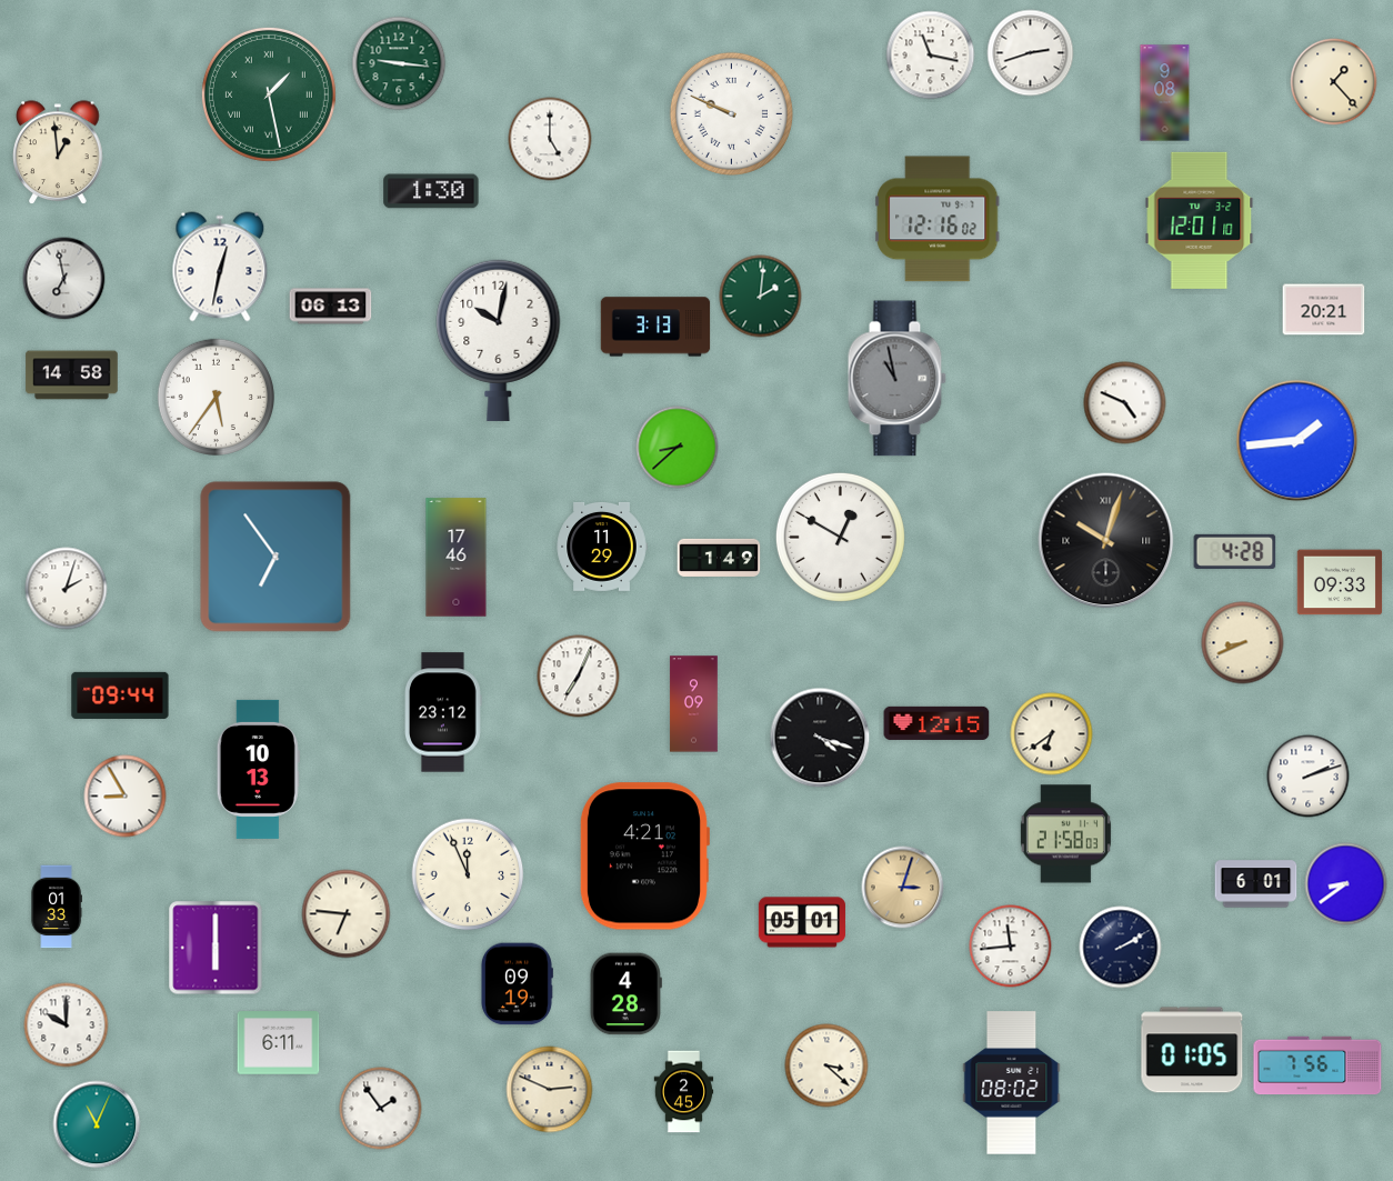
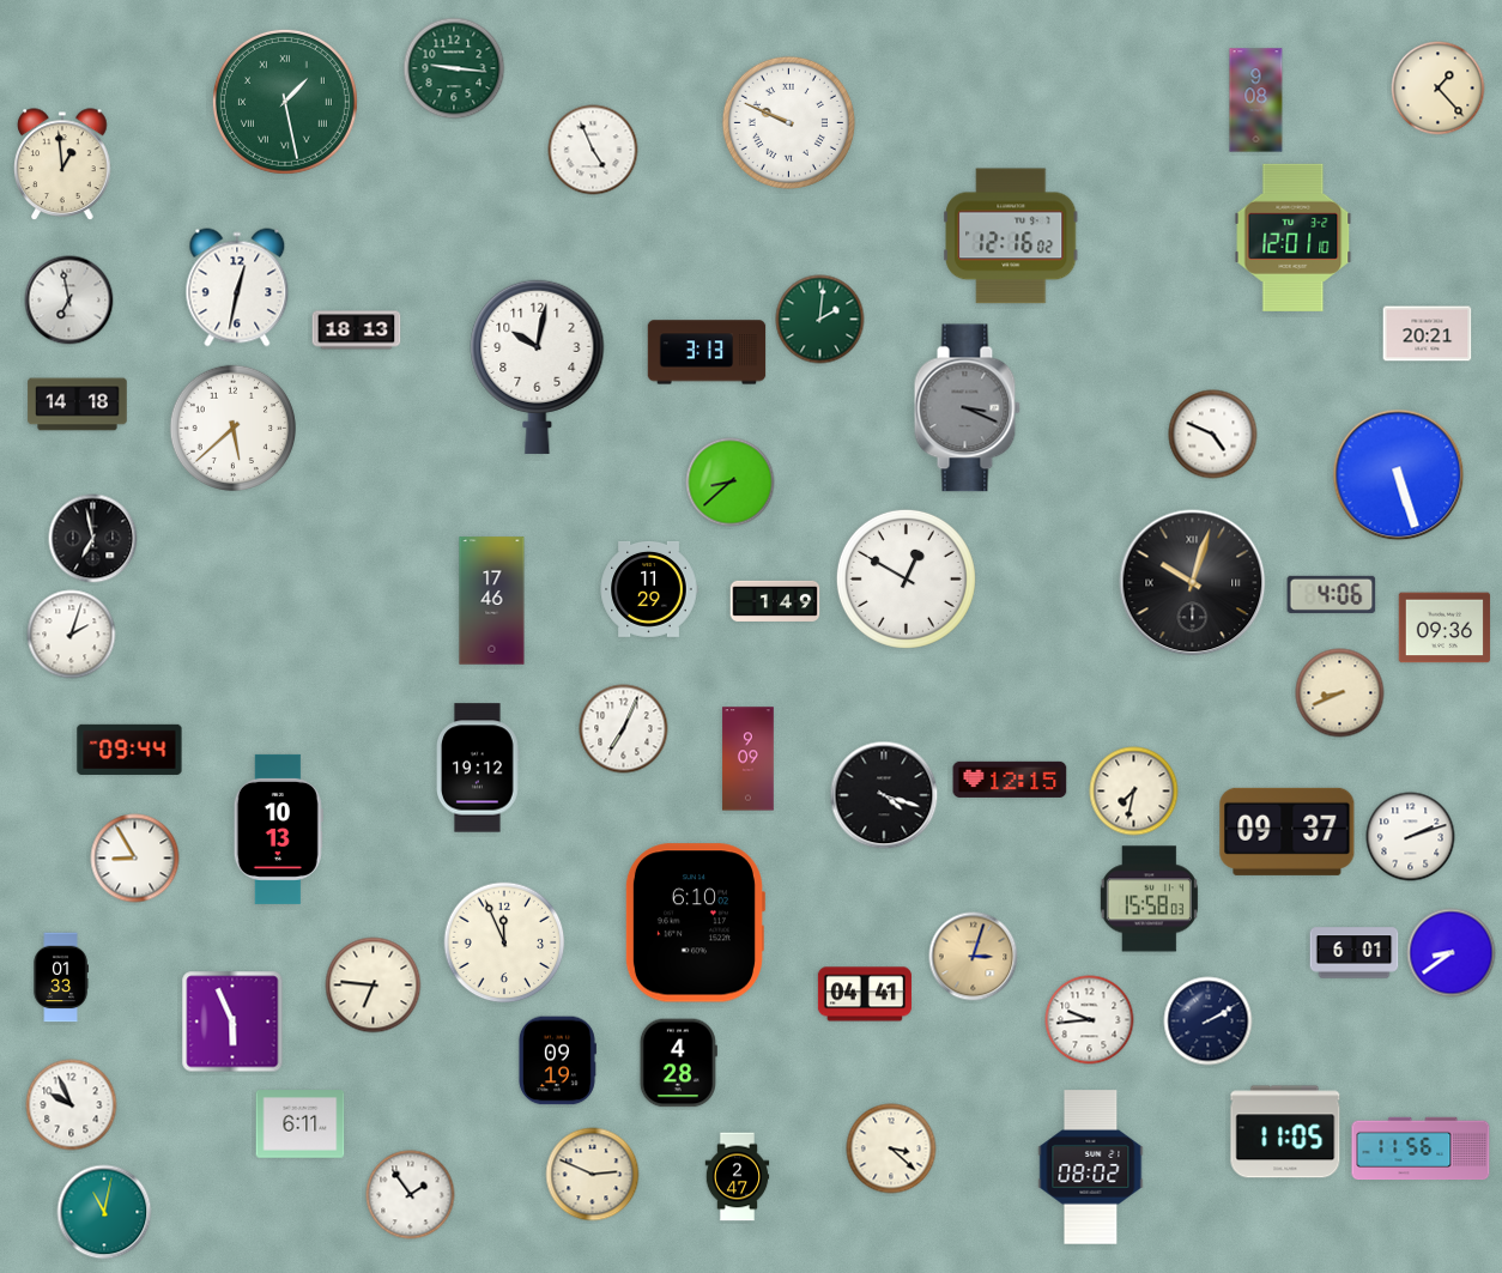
clock at (1031, 53): 2:42 -> none
clock at (931, 56): 11:17 -> none
clock at (399, 63) position: (399, 63) -> (454, 68)
clock at (269, 94) position: (269, 94) -> (285, 102)
clock at (550, 139): 5:00 -> 4:56
clock at (431, 191): 1:30 -> none
clock at (331, 307): 06:13 -> 18:13
clock at (72, 376): 14:58 -> 14:18
clock at (896, 379): 10:58 -> 3:19
clock at (216, 398): 5:36 -> 5:38
clock at (1297, 441): 1:44 -> 5:27
clock at (93, 539): none -> 6:58
clock at (1235, 551): 4:28 -> 4:06
clock at (275, 557): 6:54 -> none
clock at (1340, 582): 09:33 -> 09:36
clock at (444, 712): 23:12 -> 19:12
clock at (1052, 734): 6:39 -> 7:32
clock at (1288, 831): none -> 09:37
clock at (1065, 834): 21:58 -> 15:58
clock at (644, 857): 4:21 -> 6:10
clock at (802, 922): 05:01 -> 04:41
clock at (1011, 947): 11:44 -> 9:44
clock at (216, 948): 6:00 -> 5:56
clock at (625, 994) position: (625, 994) -> (678, 1063)
clock at (67, 1025): 10:00 -> 9:56
clock at (1192, 1050): 01:05 -> 11:05
clock at (1317, 1065): 7:56 -> 11:56
clock at (684, 1092): 2:45 -> 2:47
clock at (97, 1124): 11:04 -> 11:02
